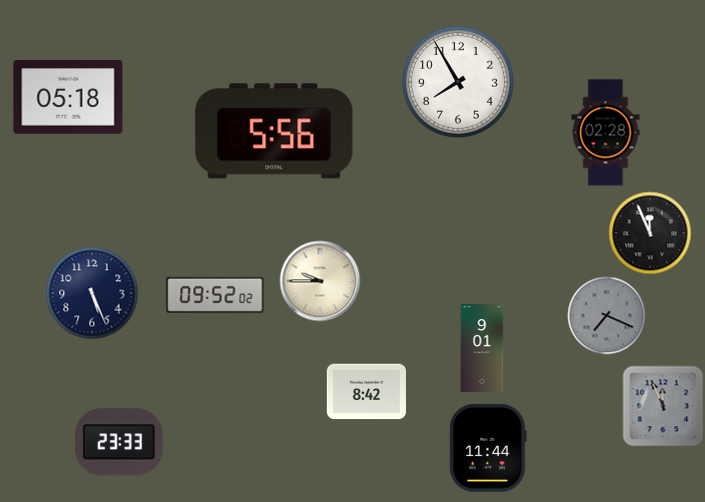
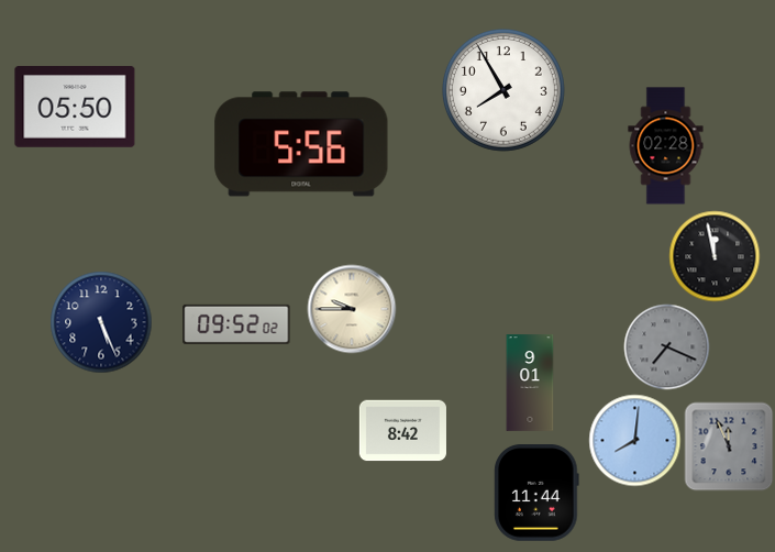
clock at (68, 98): 05:18 -> 05:50
clock at (650, 233): 11:56 -> 11:58
clock at (634, 440): none -> 8:01
clock at (119, 442): 23:33 -> none
